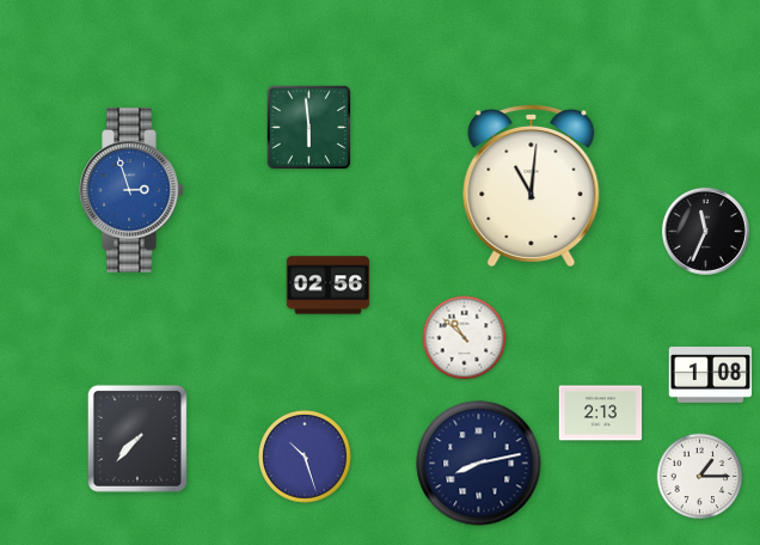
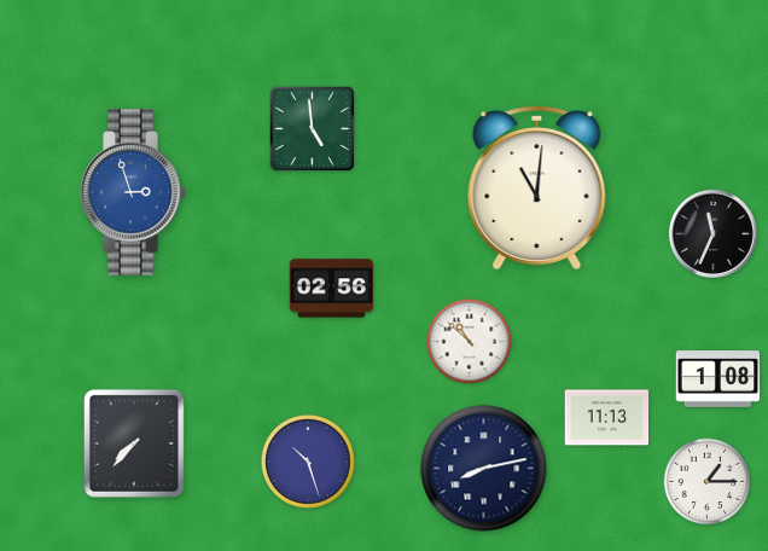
clock at (309, 128): 5:59 -> 4:59
clock at (601, 414): 2:13 -> 11:13
clock at (137, 439) position: (137, 439) -> (134, 443)
